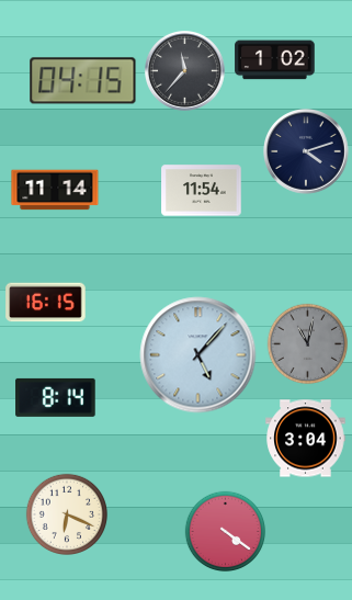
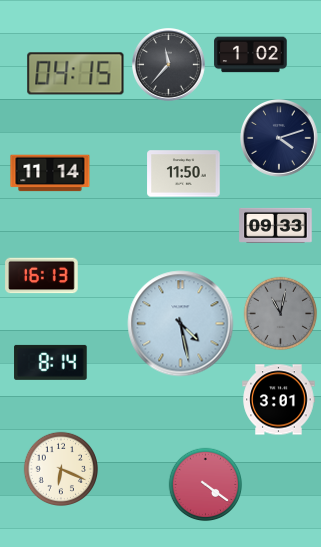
clock at (202, 191): 11:54 -> 11:50
clock at (276, 225): none -> 09:33
clock at (46, 303): 16:15 -> 16:13
clock at (198, 355): 5:07 -> 4:28
clock at (306, 439): 3:04 -> 3:01
